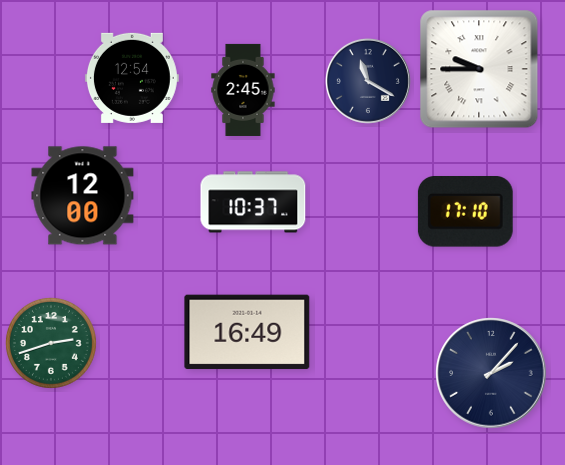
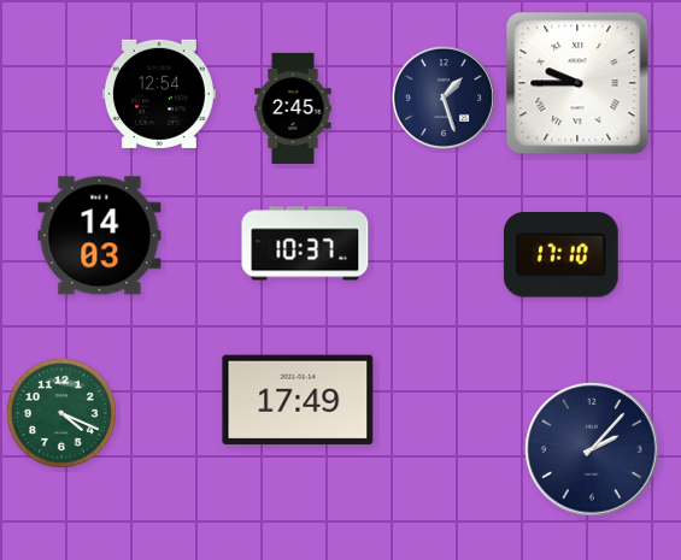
clock at (368, 81): 11:20 -> 1:27
clock at (83, 196): 12:00 -> 14:03
clock at (247, 332): 16:49 -> 17:49
clock at (52, 344): 2:42 -> 4:19
